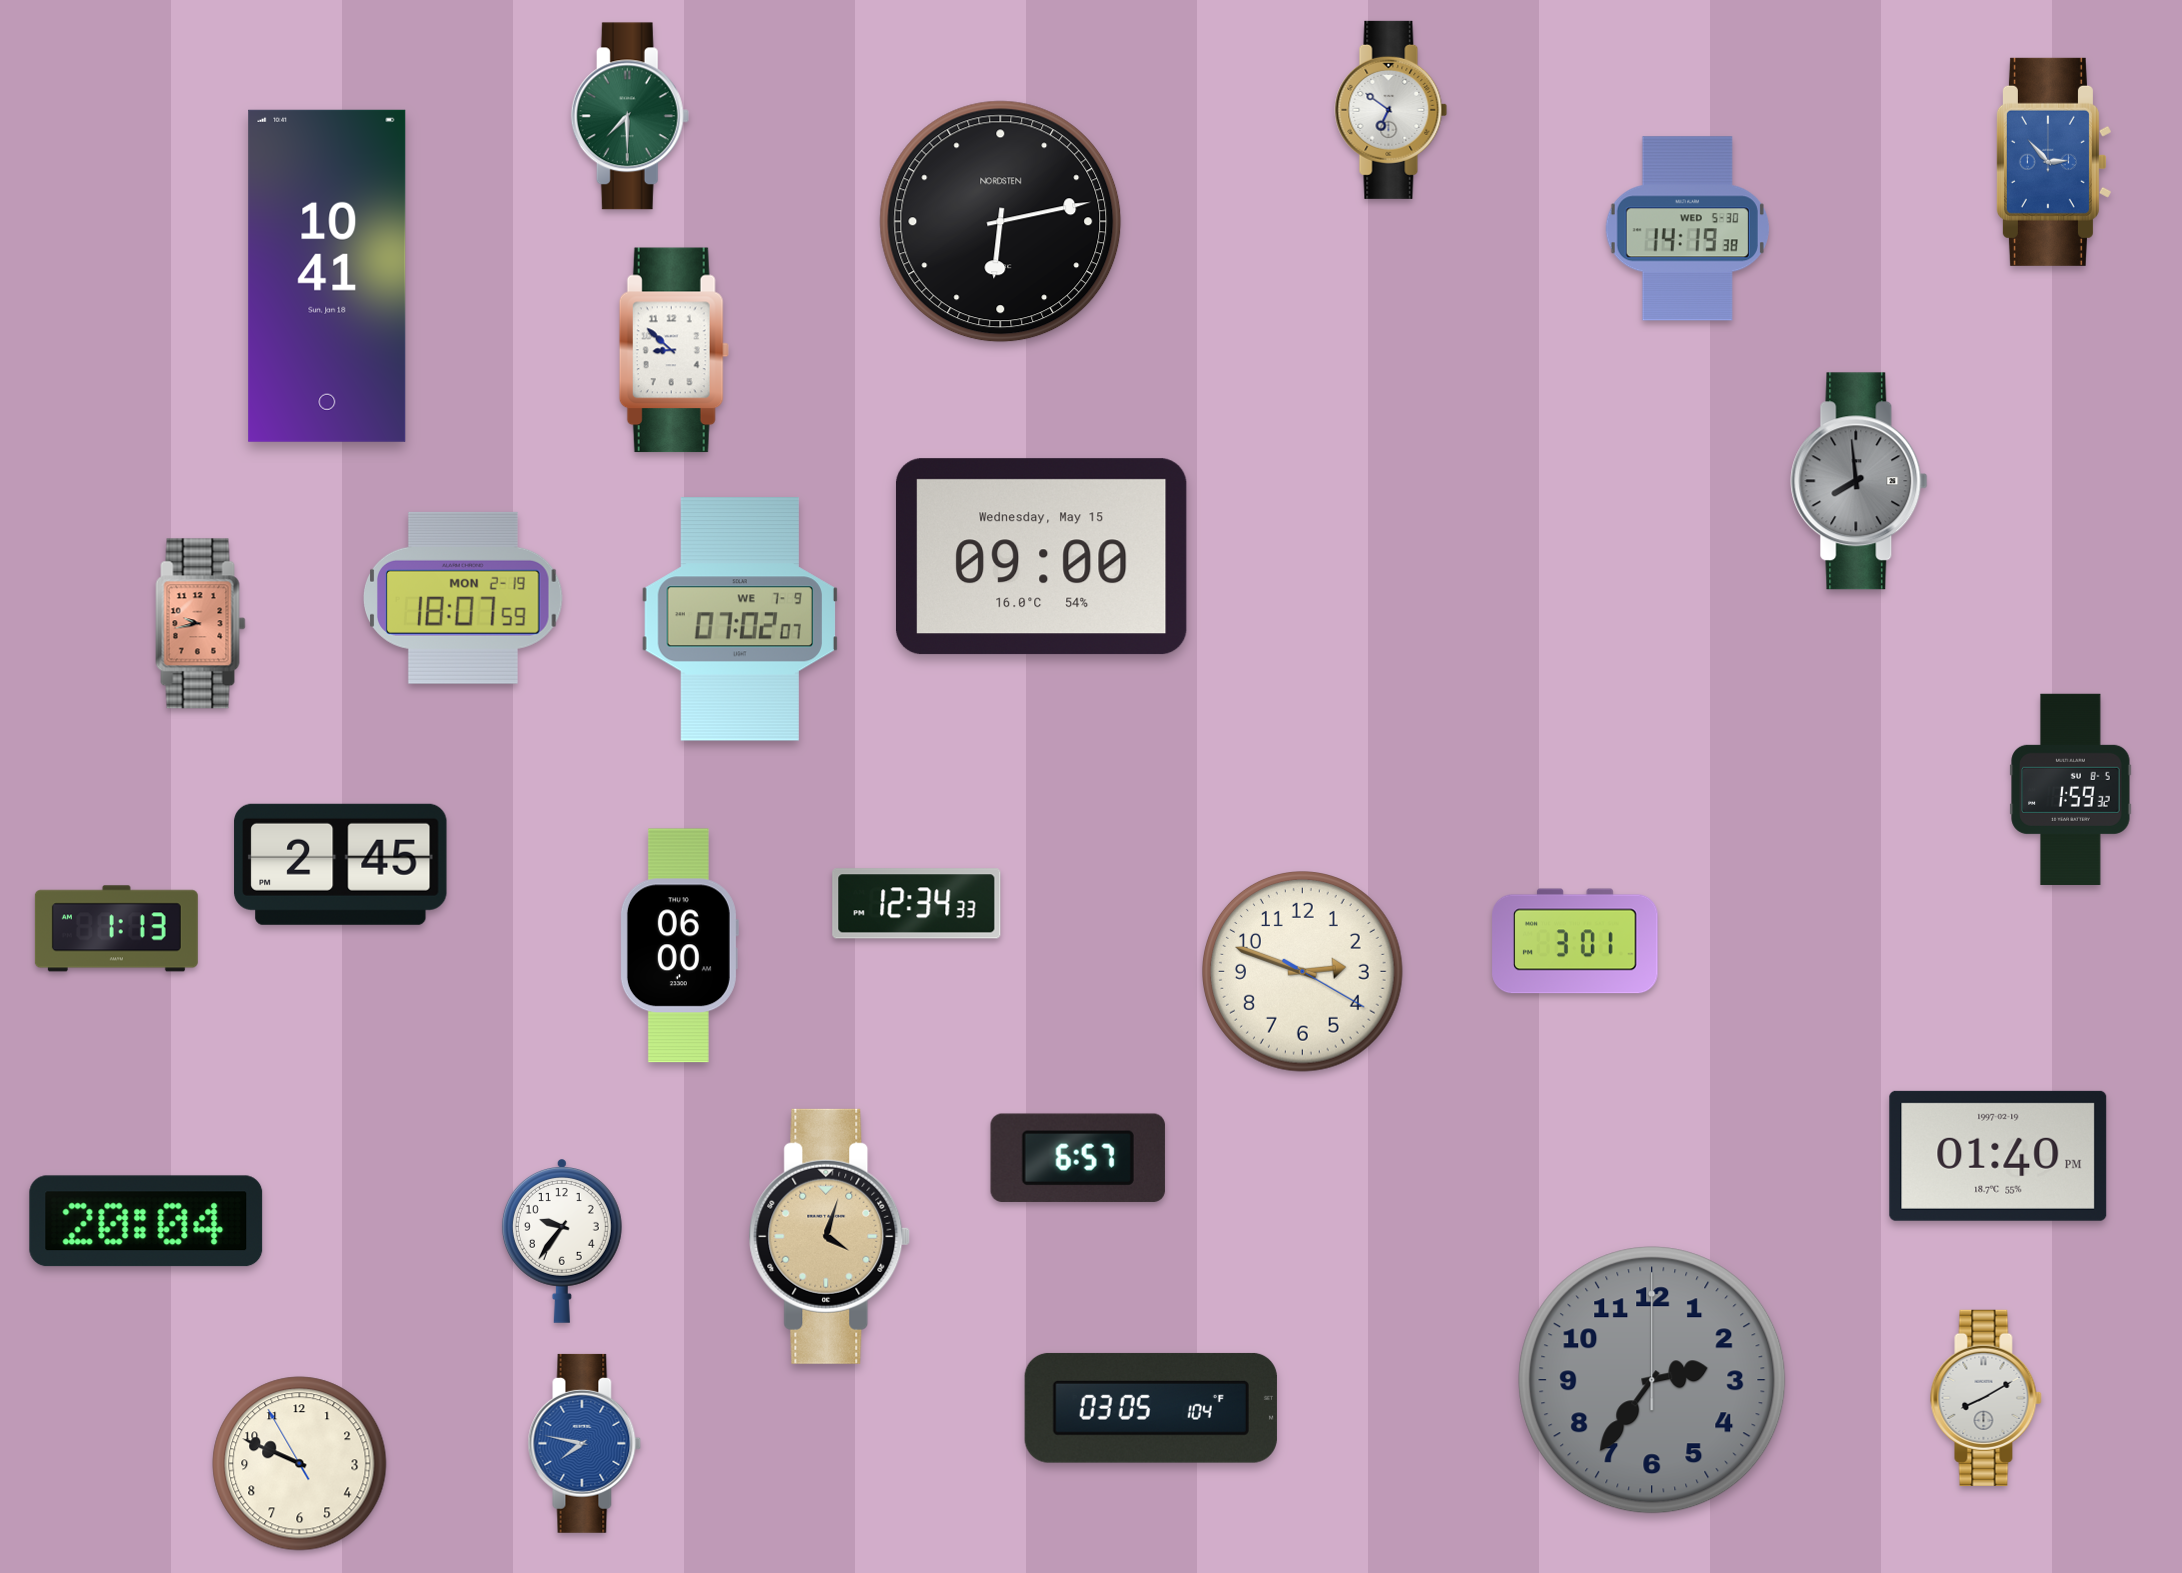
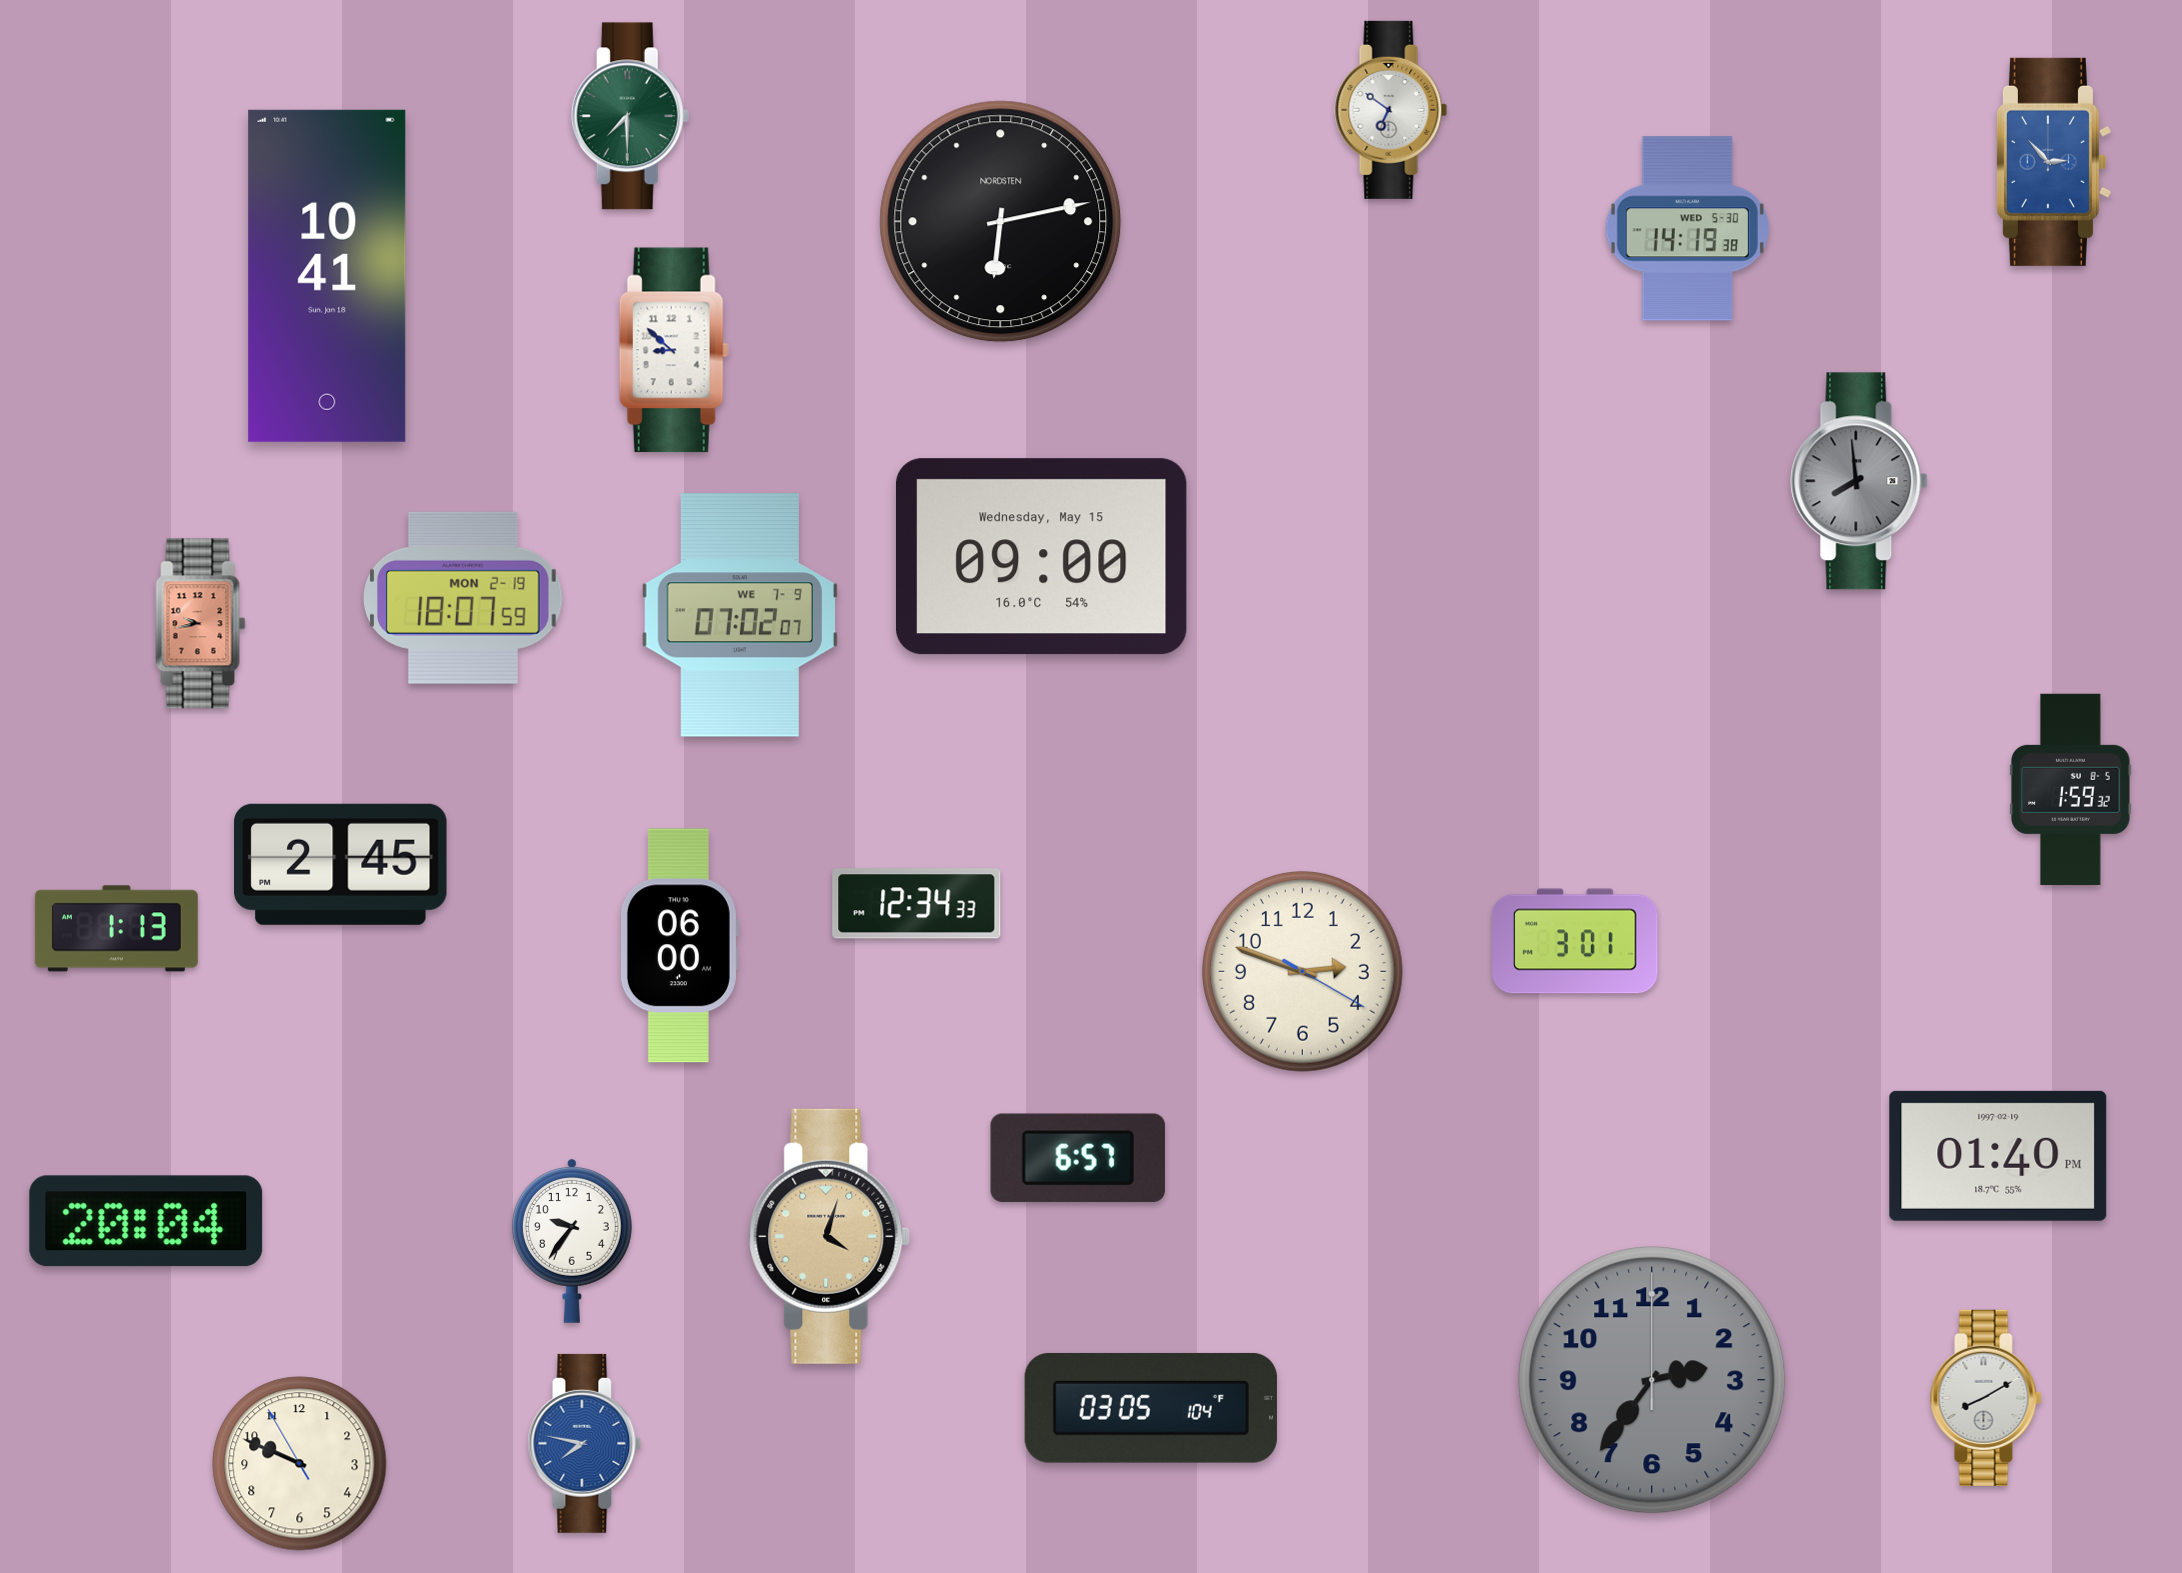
clock at (740, 619) position: (740, 619) -> (740, 615)
clock at (562, 1241) position: (562, 1241) -> (572, 1241)
